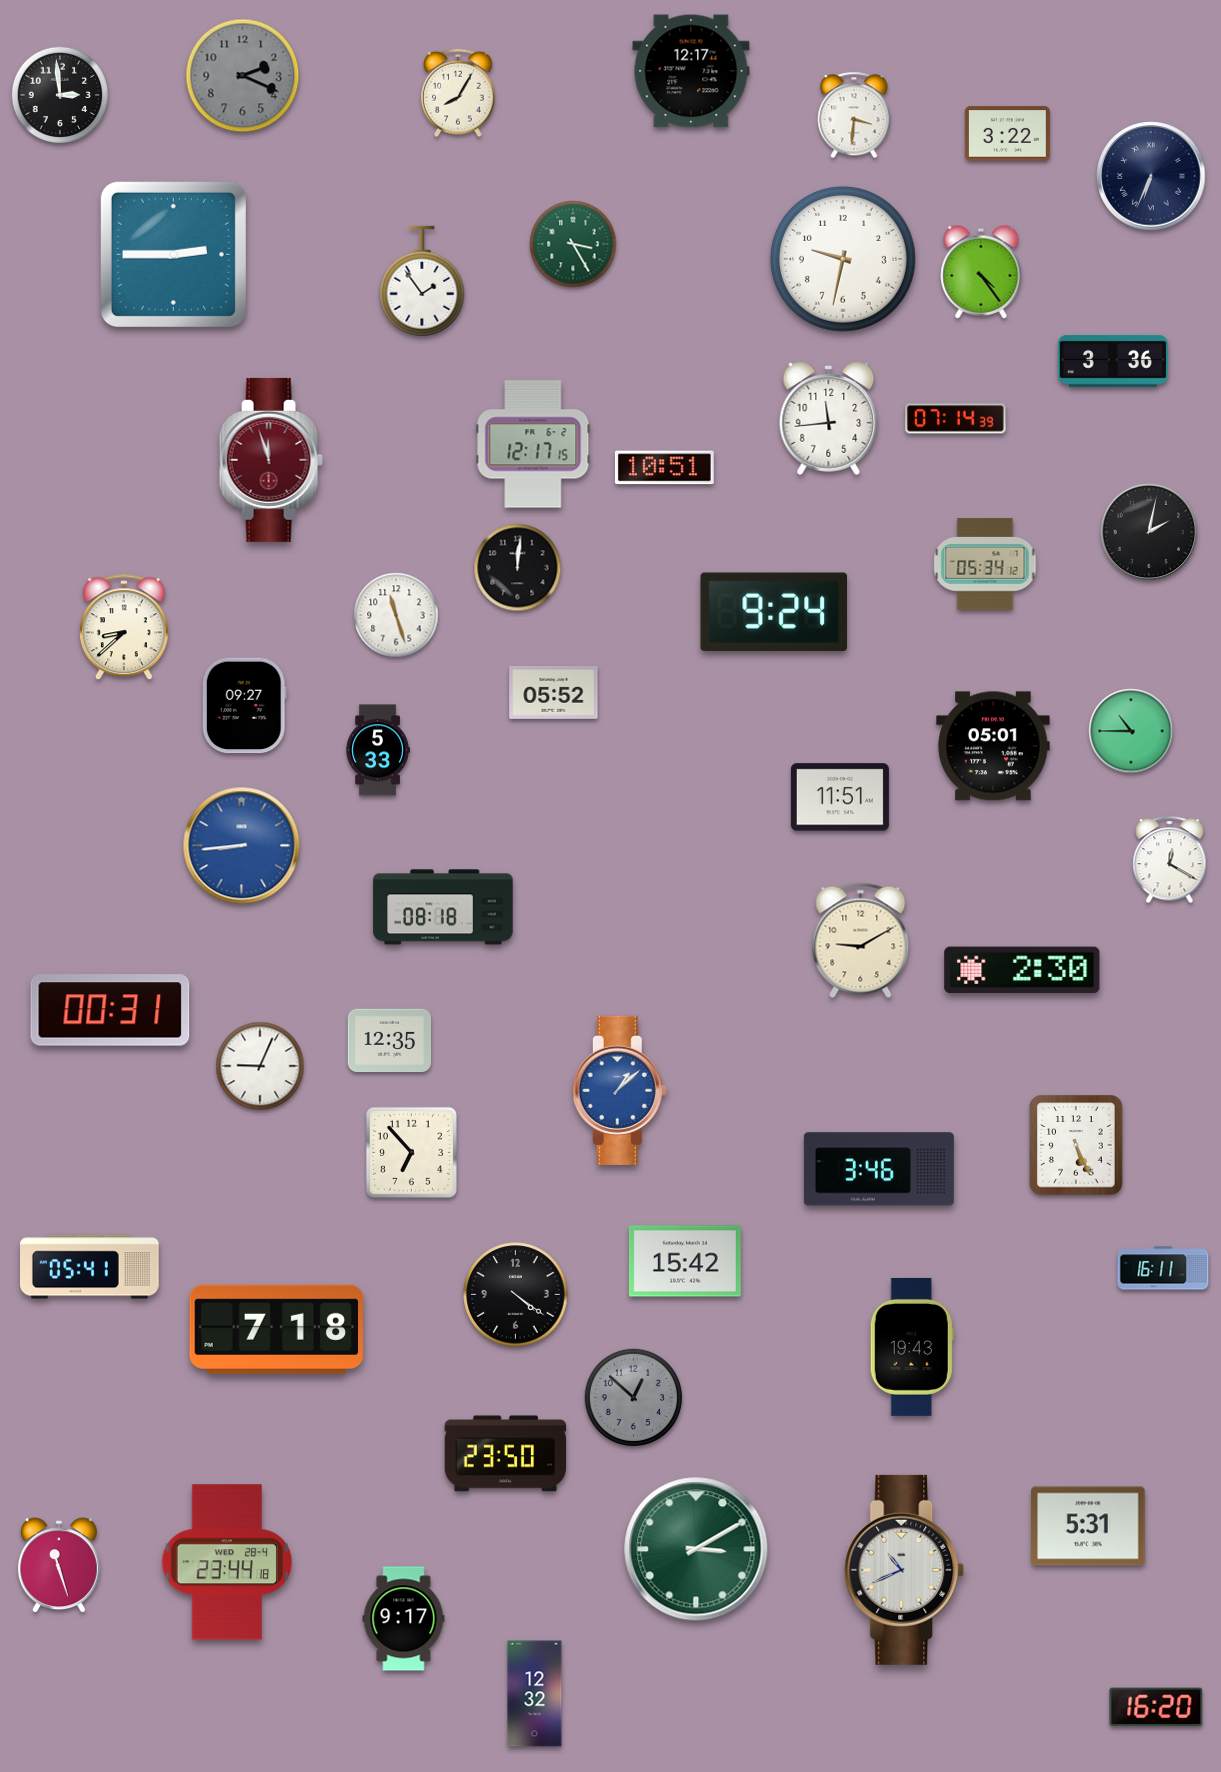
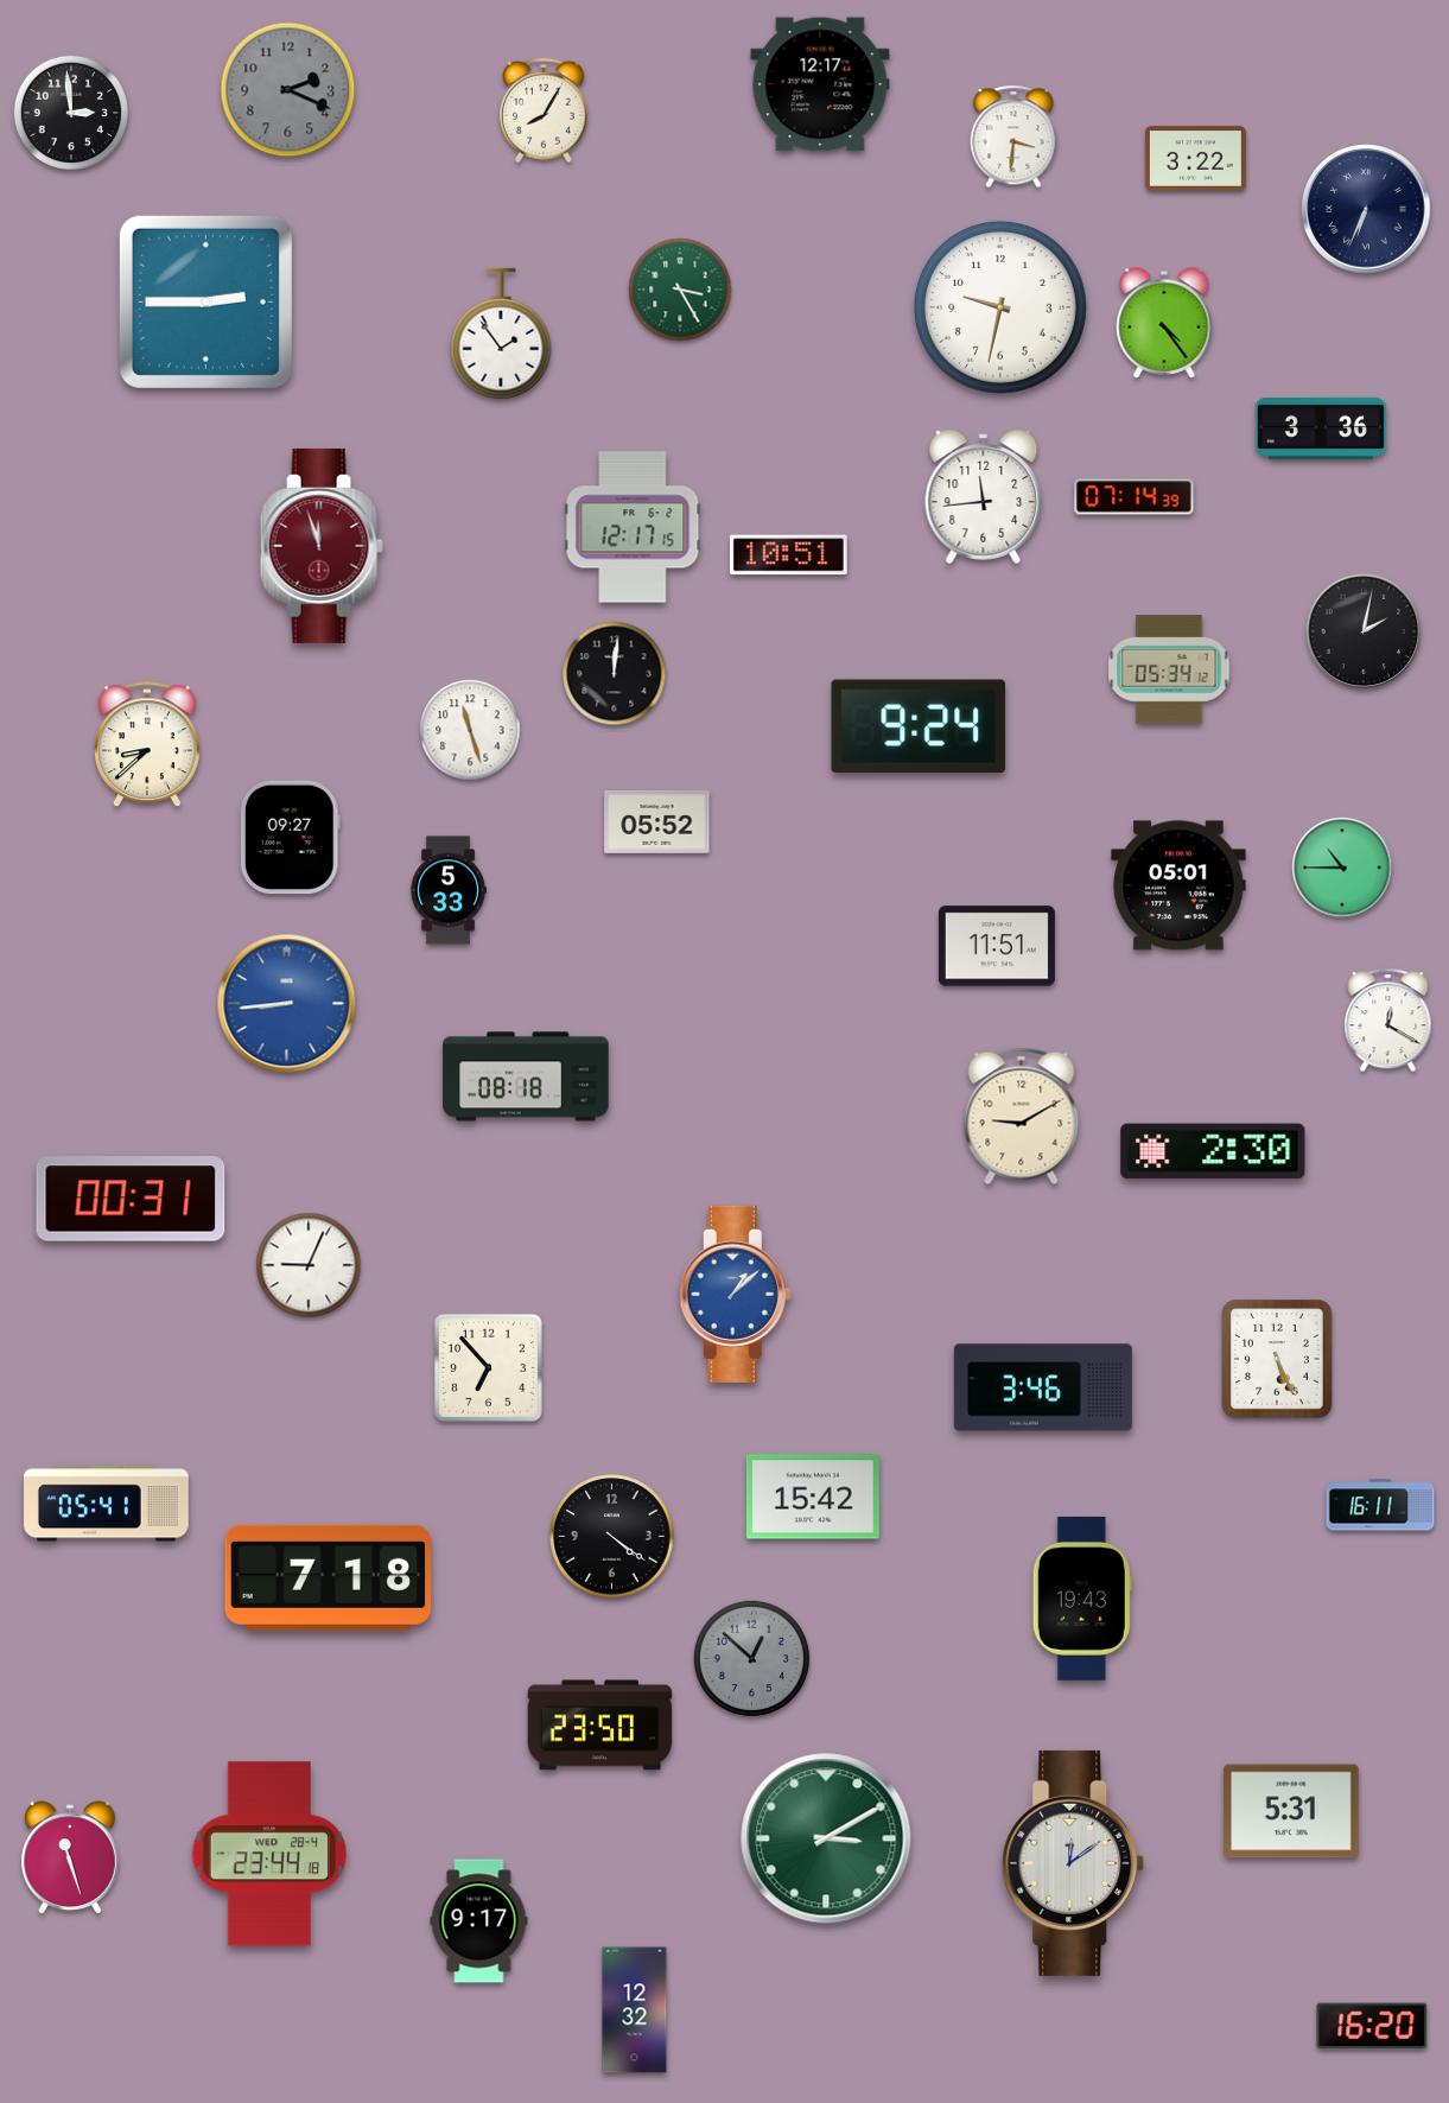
clock at (390, 1041): 12:35 -> none
clock at (904, 1570): 10:41 -> 12:09
